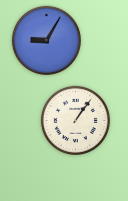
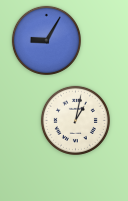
clock at (75, 120): 1:06 -> 1:02
